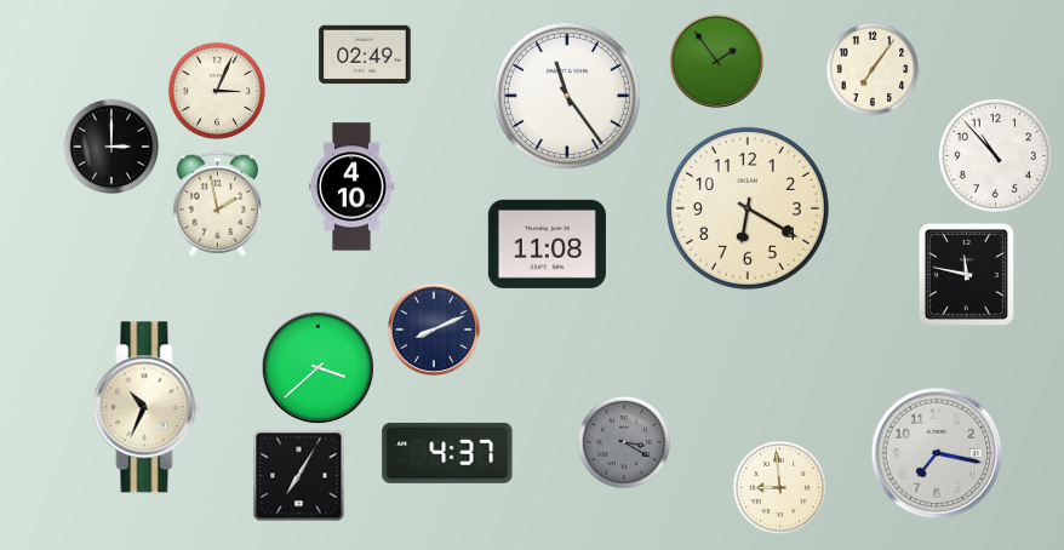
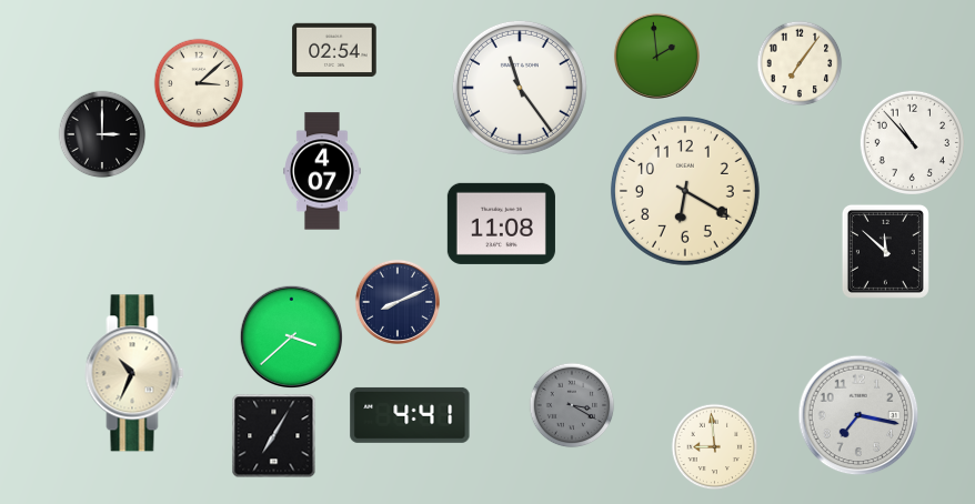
clock at (365, 55): 02:49 -> 02:54
clock at (716, 61): 1:54 -> 1:59
clock at (217, 91): 3:04 -> 3:08
clock at (353, 187): 4:10 -> 4:07
clock at (218, 204): 1:58 -> none
clock at (966, 274): 11:47 -> 11:52
clock at (447, 453): 4:37 -> 4:41
